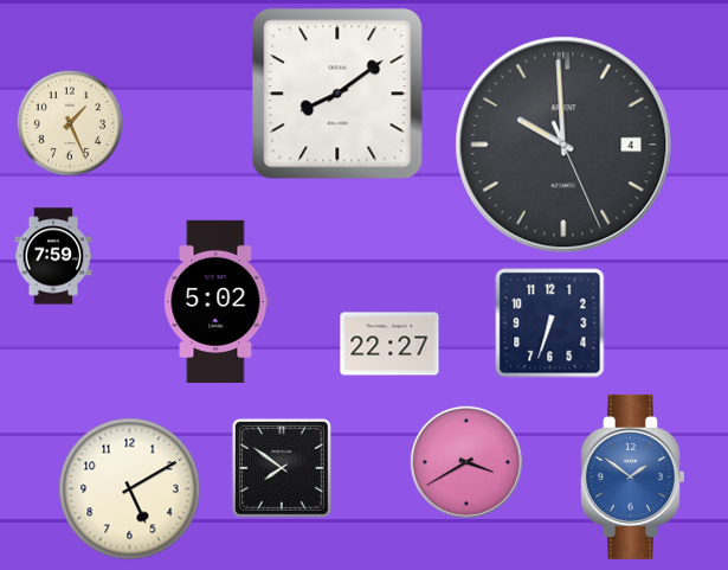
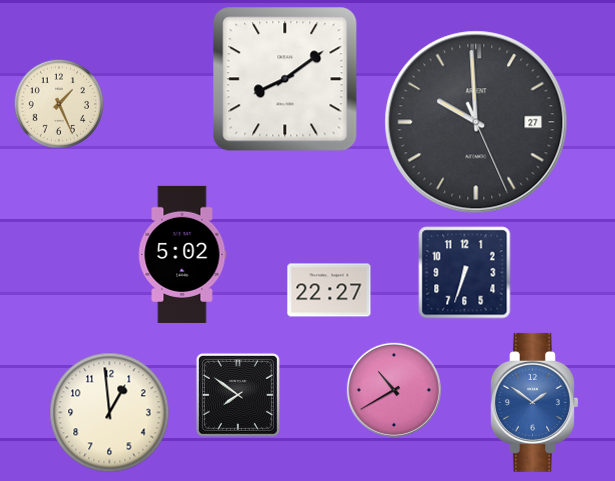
clock at (563, 145) date: 4 -> 27
clock at (53, 256): 7:59 -> none
clock at (466, 462): 3:40 -> 10:40
clock at (130, 489): 5:10 -> 12:59
